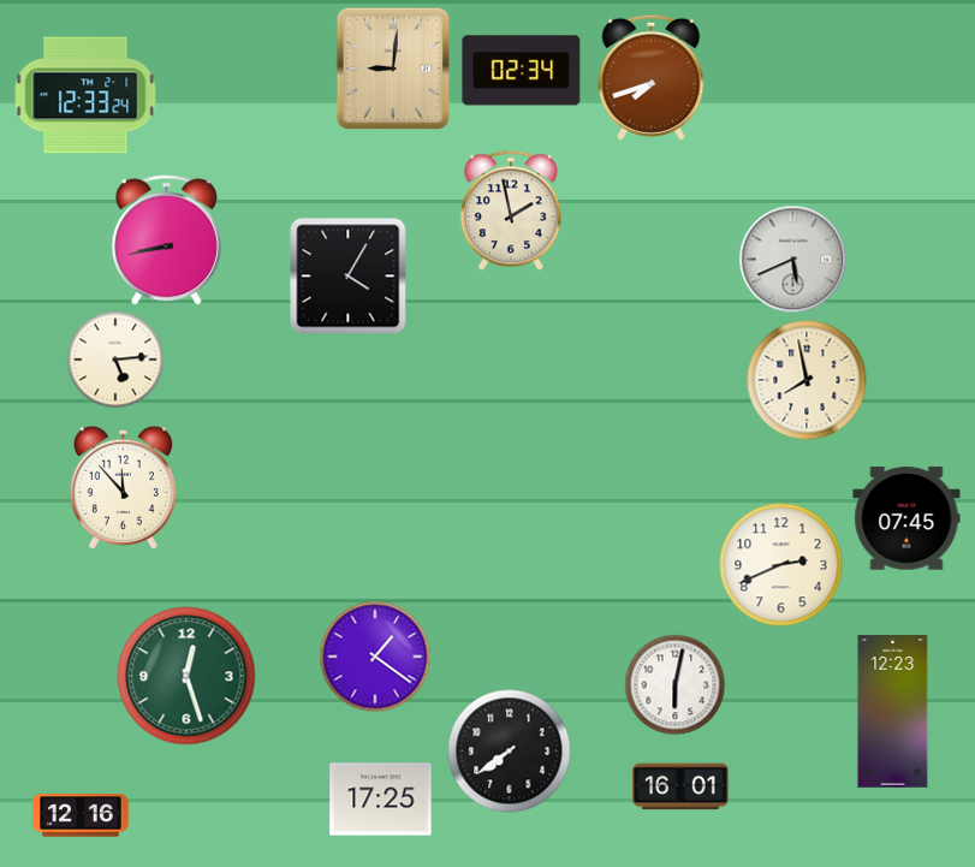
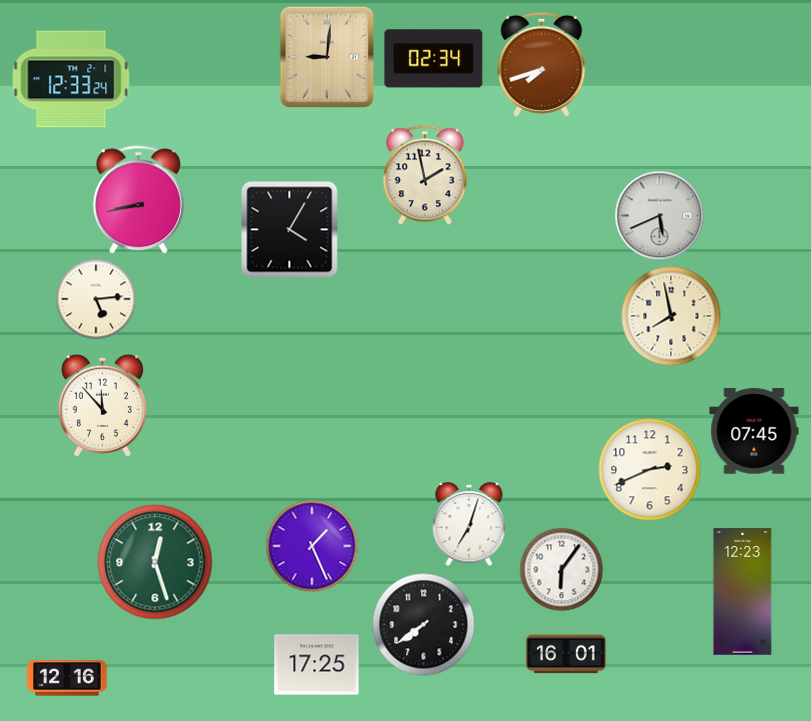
clock at (469, 524): none -> 7:03
clock at (375, 657): 1:21 -> 1:26
clock at (674, 684): 6:02 -> 6:06
